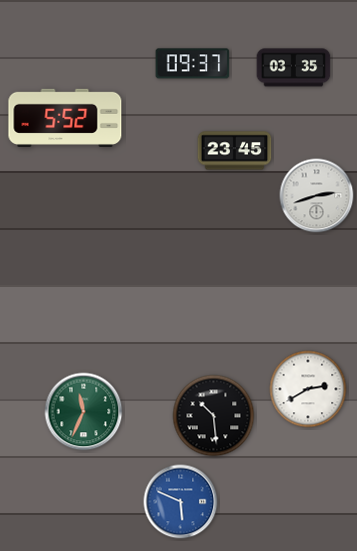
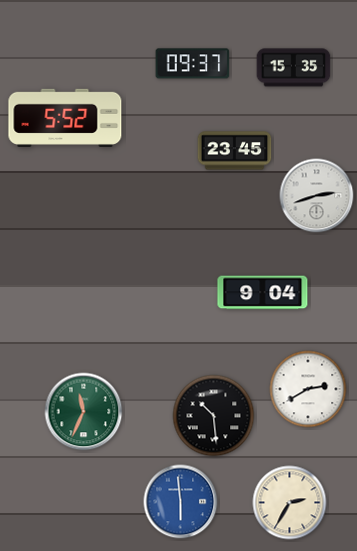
clock at (294, 68): 03:35 -> 15:35
clock at (263, 293): none -> 9:04
clock at (181, 502): 5:49 -> 5:59
clock at (290, 503): none -> 2:35
